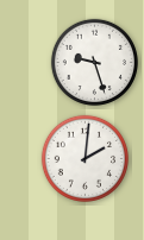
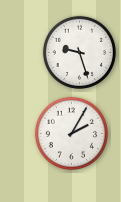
clock at (84, 158): 2:01 -> 2:05
